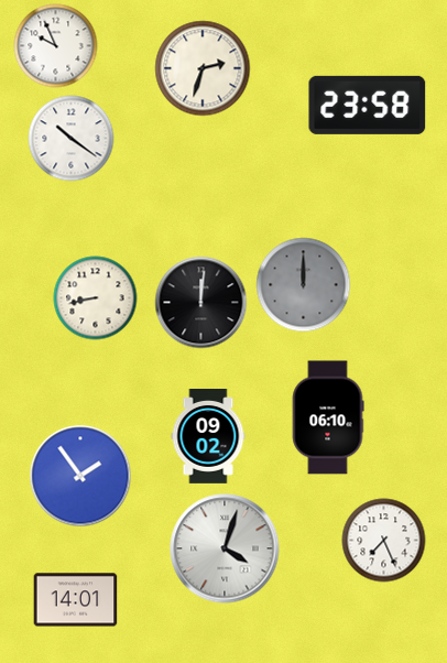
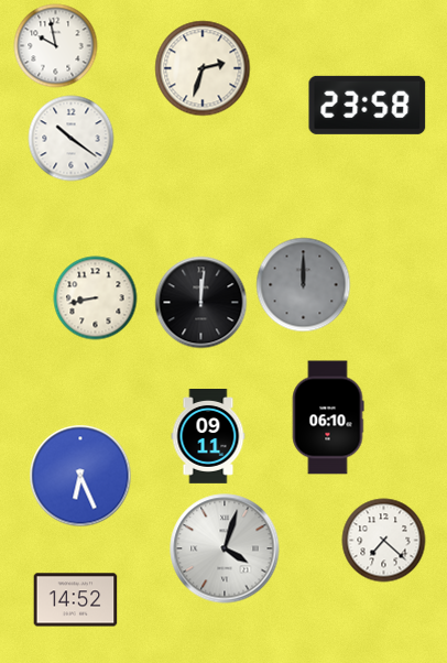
clock at (56, 46): 9:56 -> 9:58
clock at (208, 437): 09:02 -> 09:11
clock at (80, 476): 1:54 -> 6:26
clock at (384, 541): 7:26 -> 7:22
clock at (76, 600): 14:01 -> 14:52
